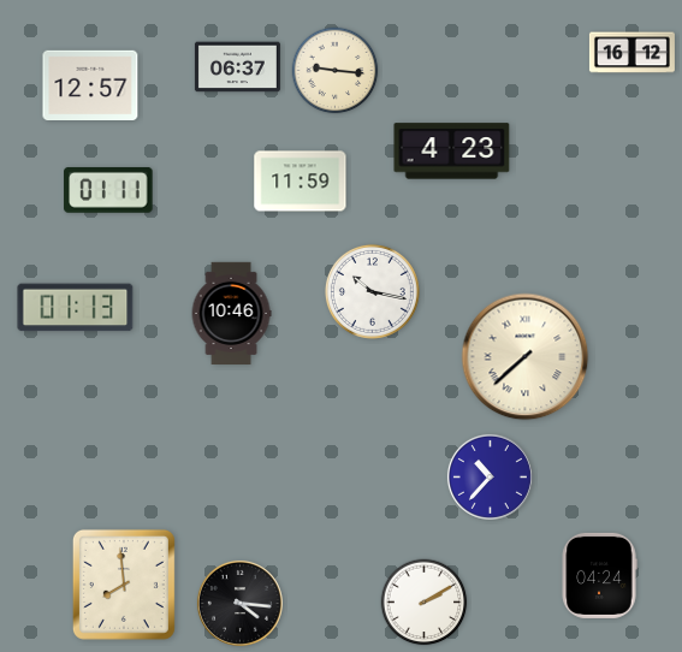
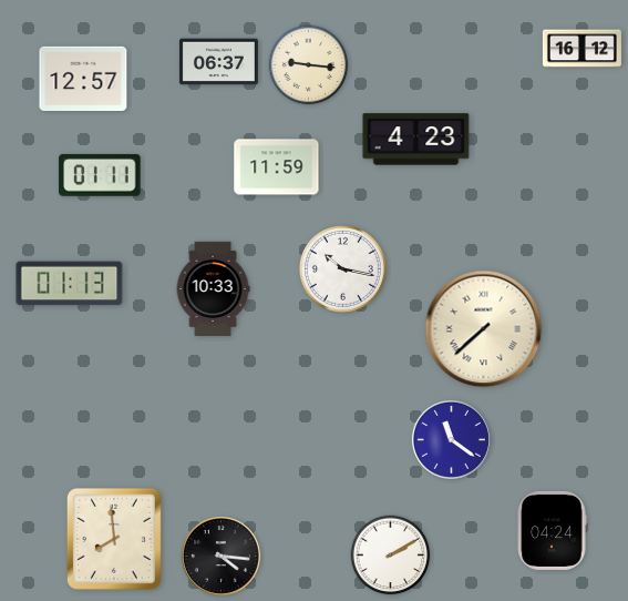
clock at (231, 313): 10:46 -> 10:33
clock at (490, 476): 10:37 -> 11:21
